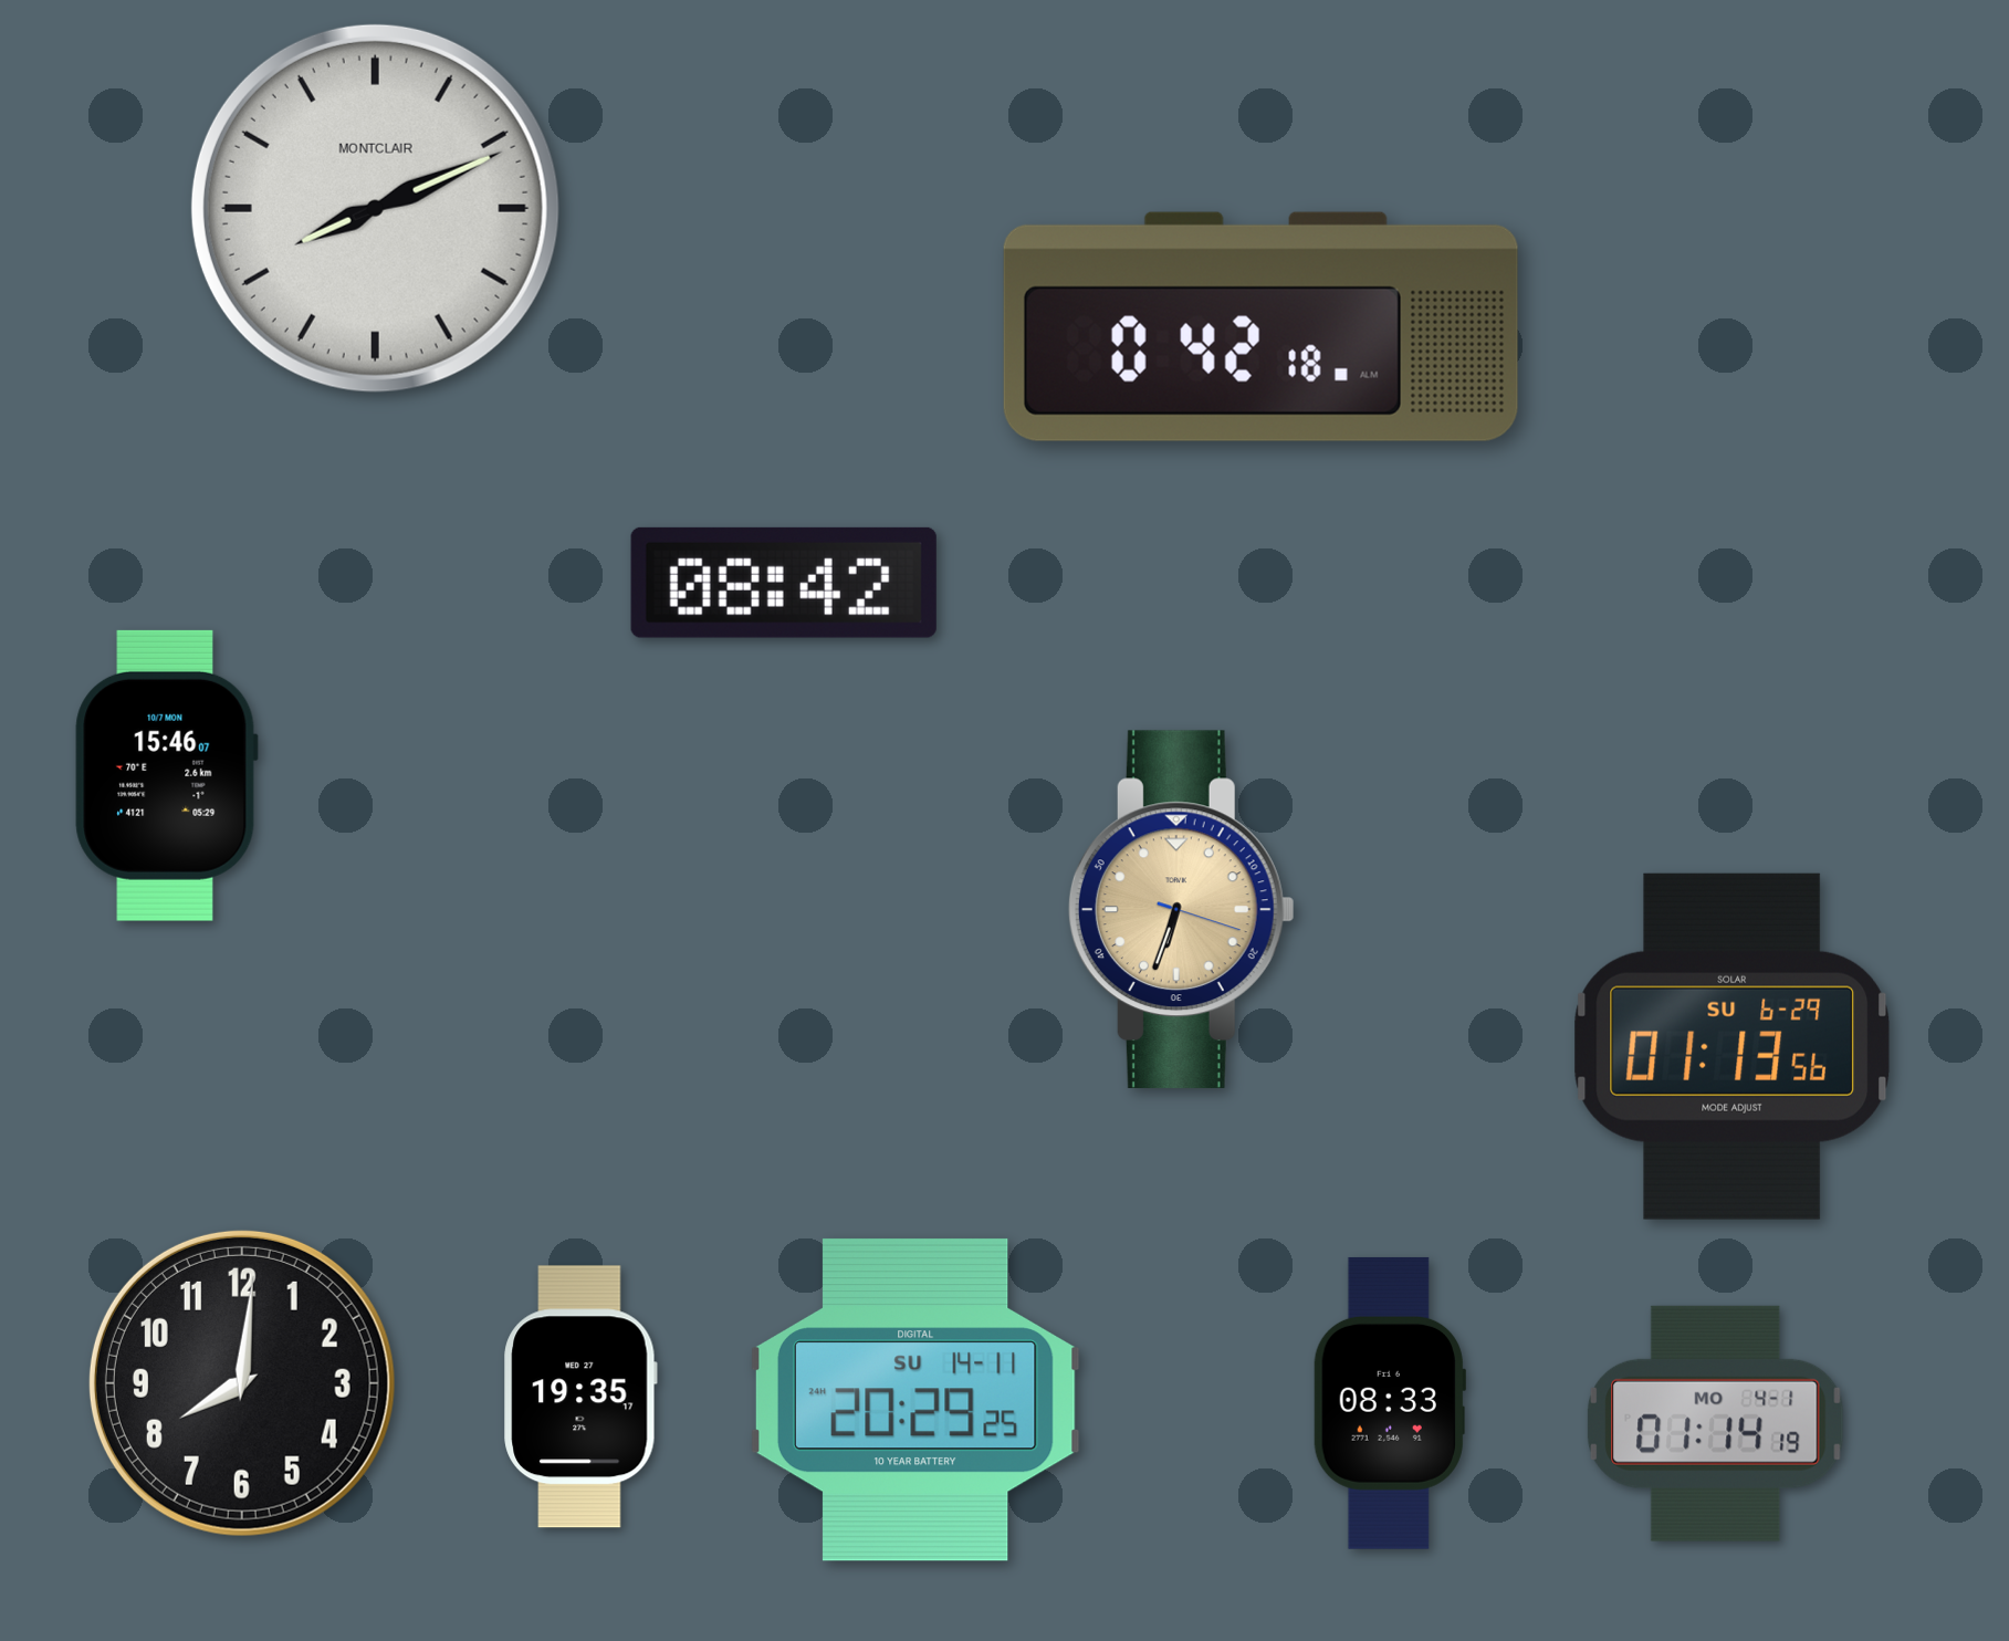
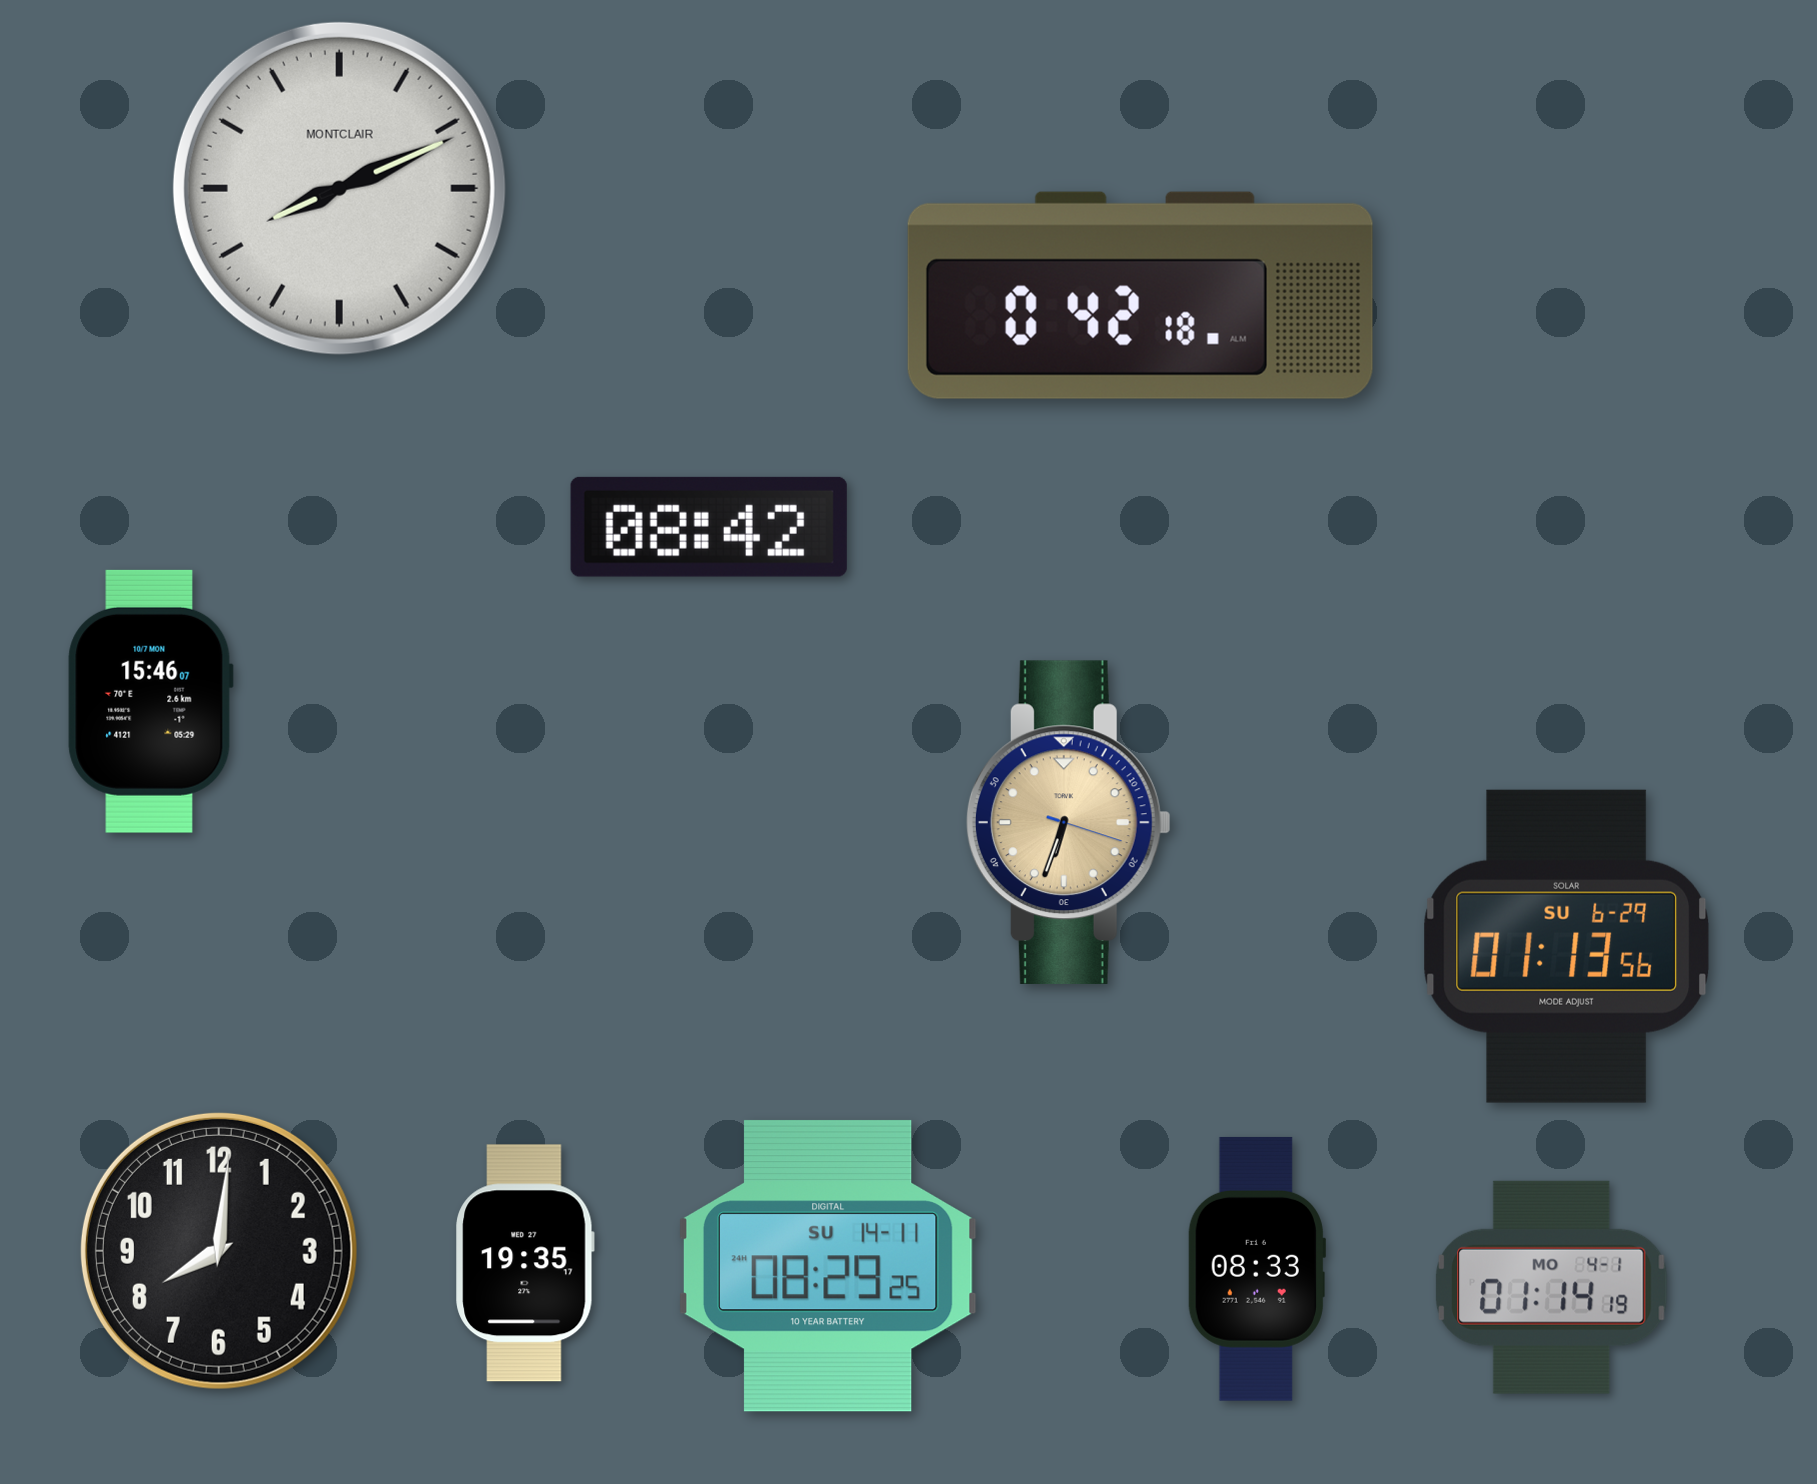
clock at (915, 1400): 20:29 -> 08:29
